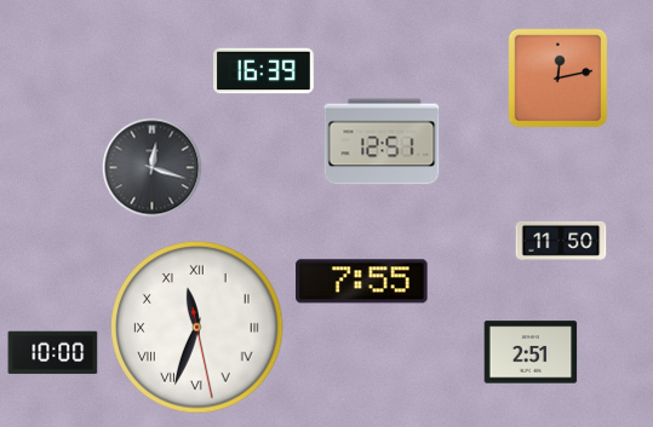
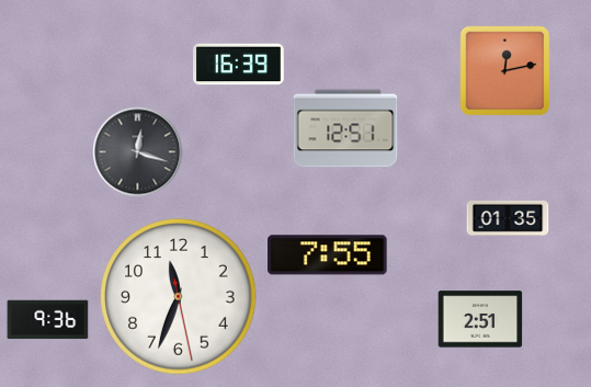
clock at (561, 241): 11:50 -> 01:35
clock at (197, 328) numerals: Roman -> Arabic
clock at (53, 353): 10:00 -> 9:36
